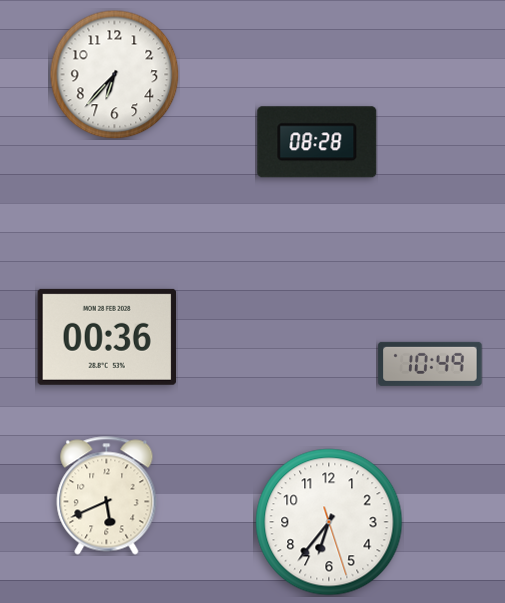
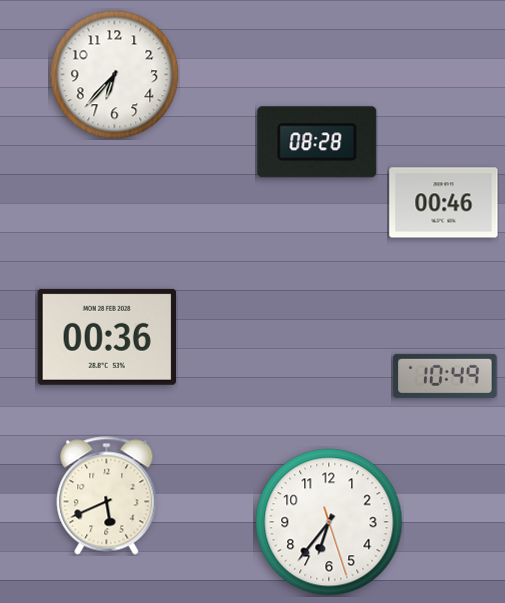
clock at (444, 203): none -> 00:46
clock at (430, 364) position: (430, 364) -> (445, 376)
